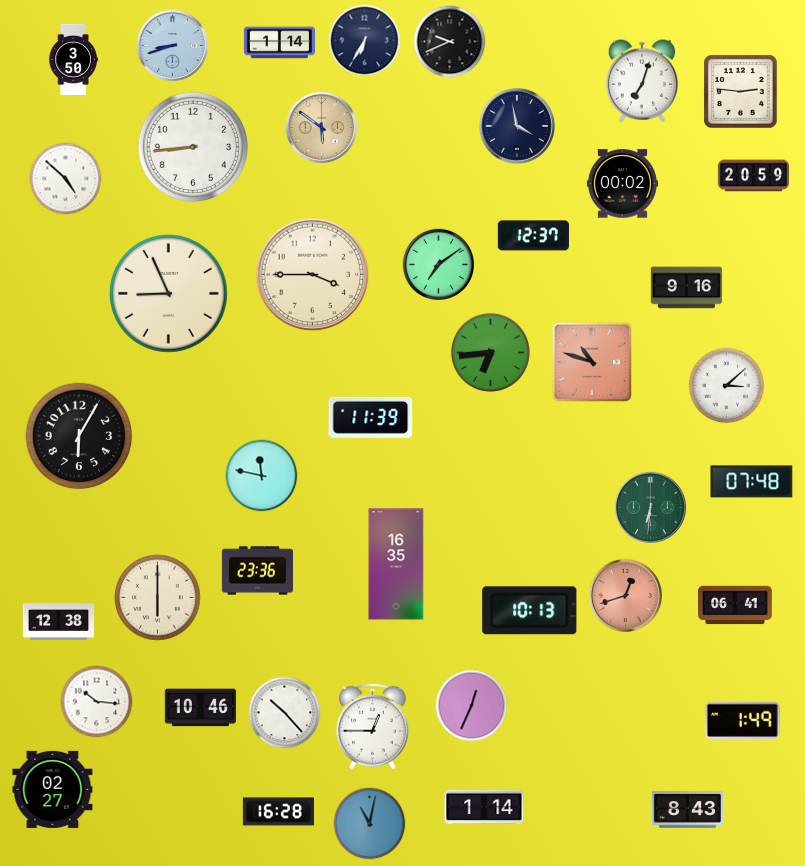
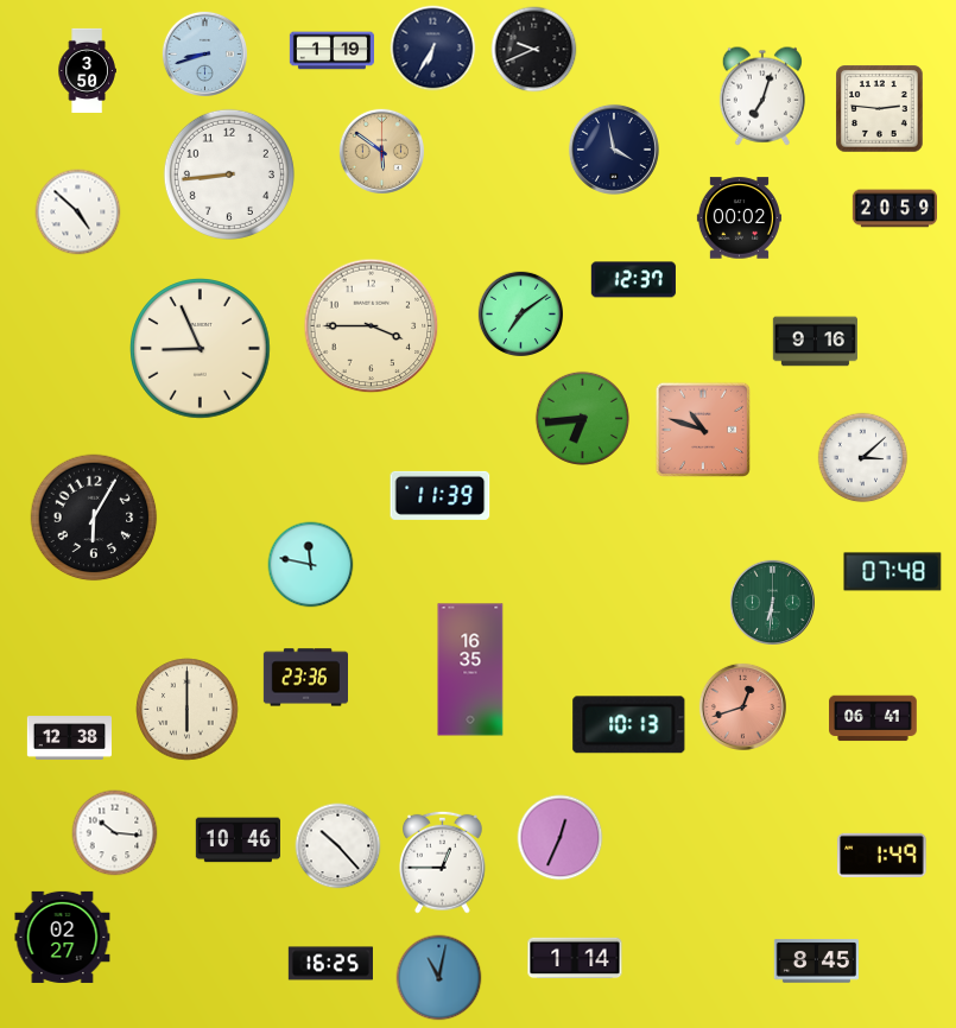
clock at (279, 43): 1:14 -> 1:19
clock at (687, 810): 8:43 -> 8:45
clock at (278, 812): 16:28 -> 16:25
